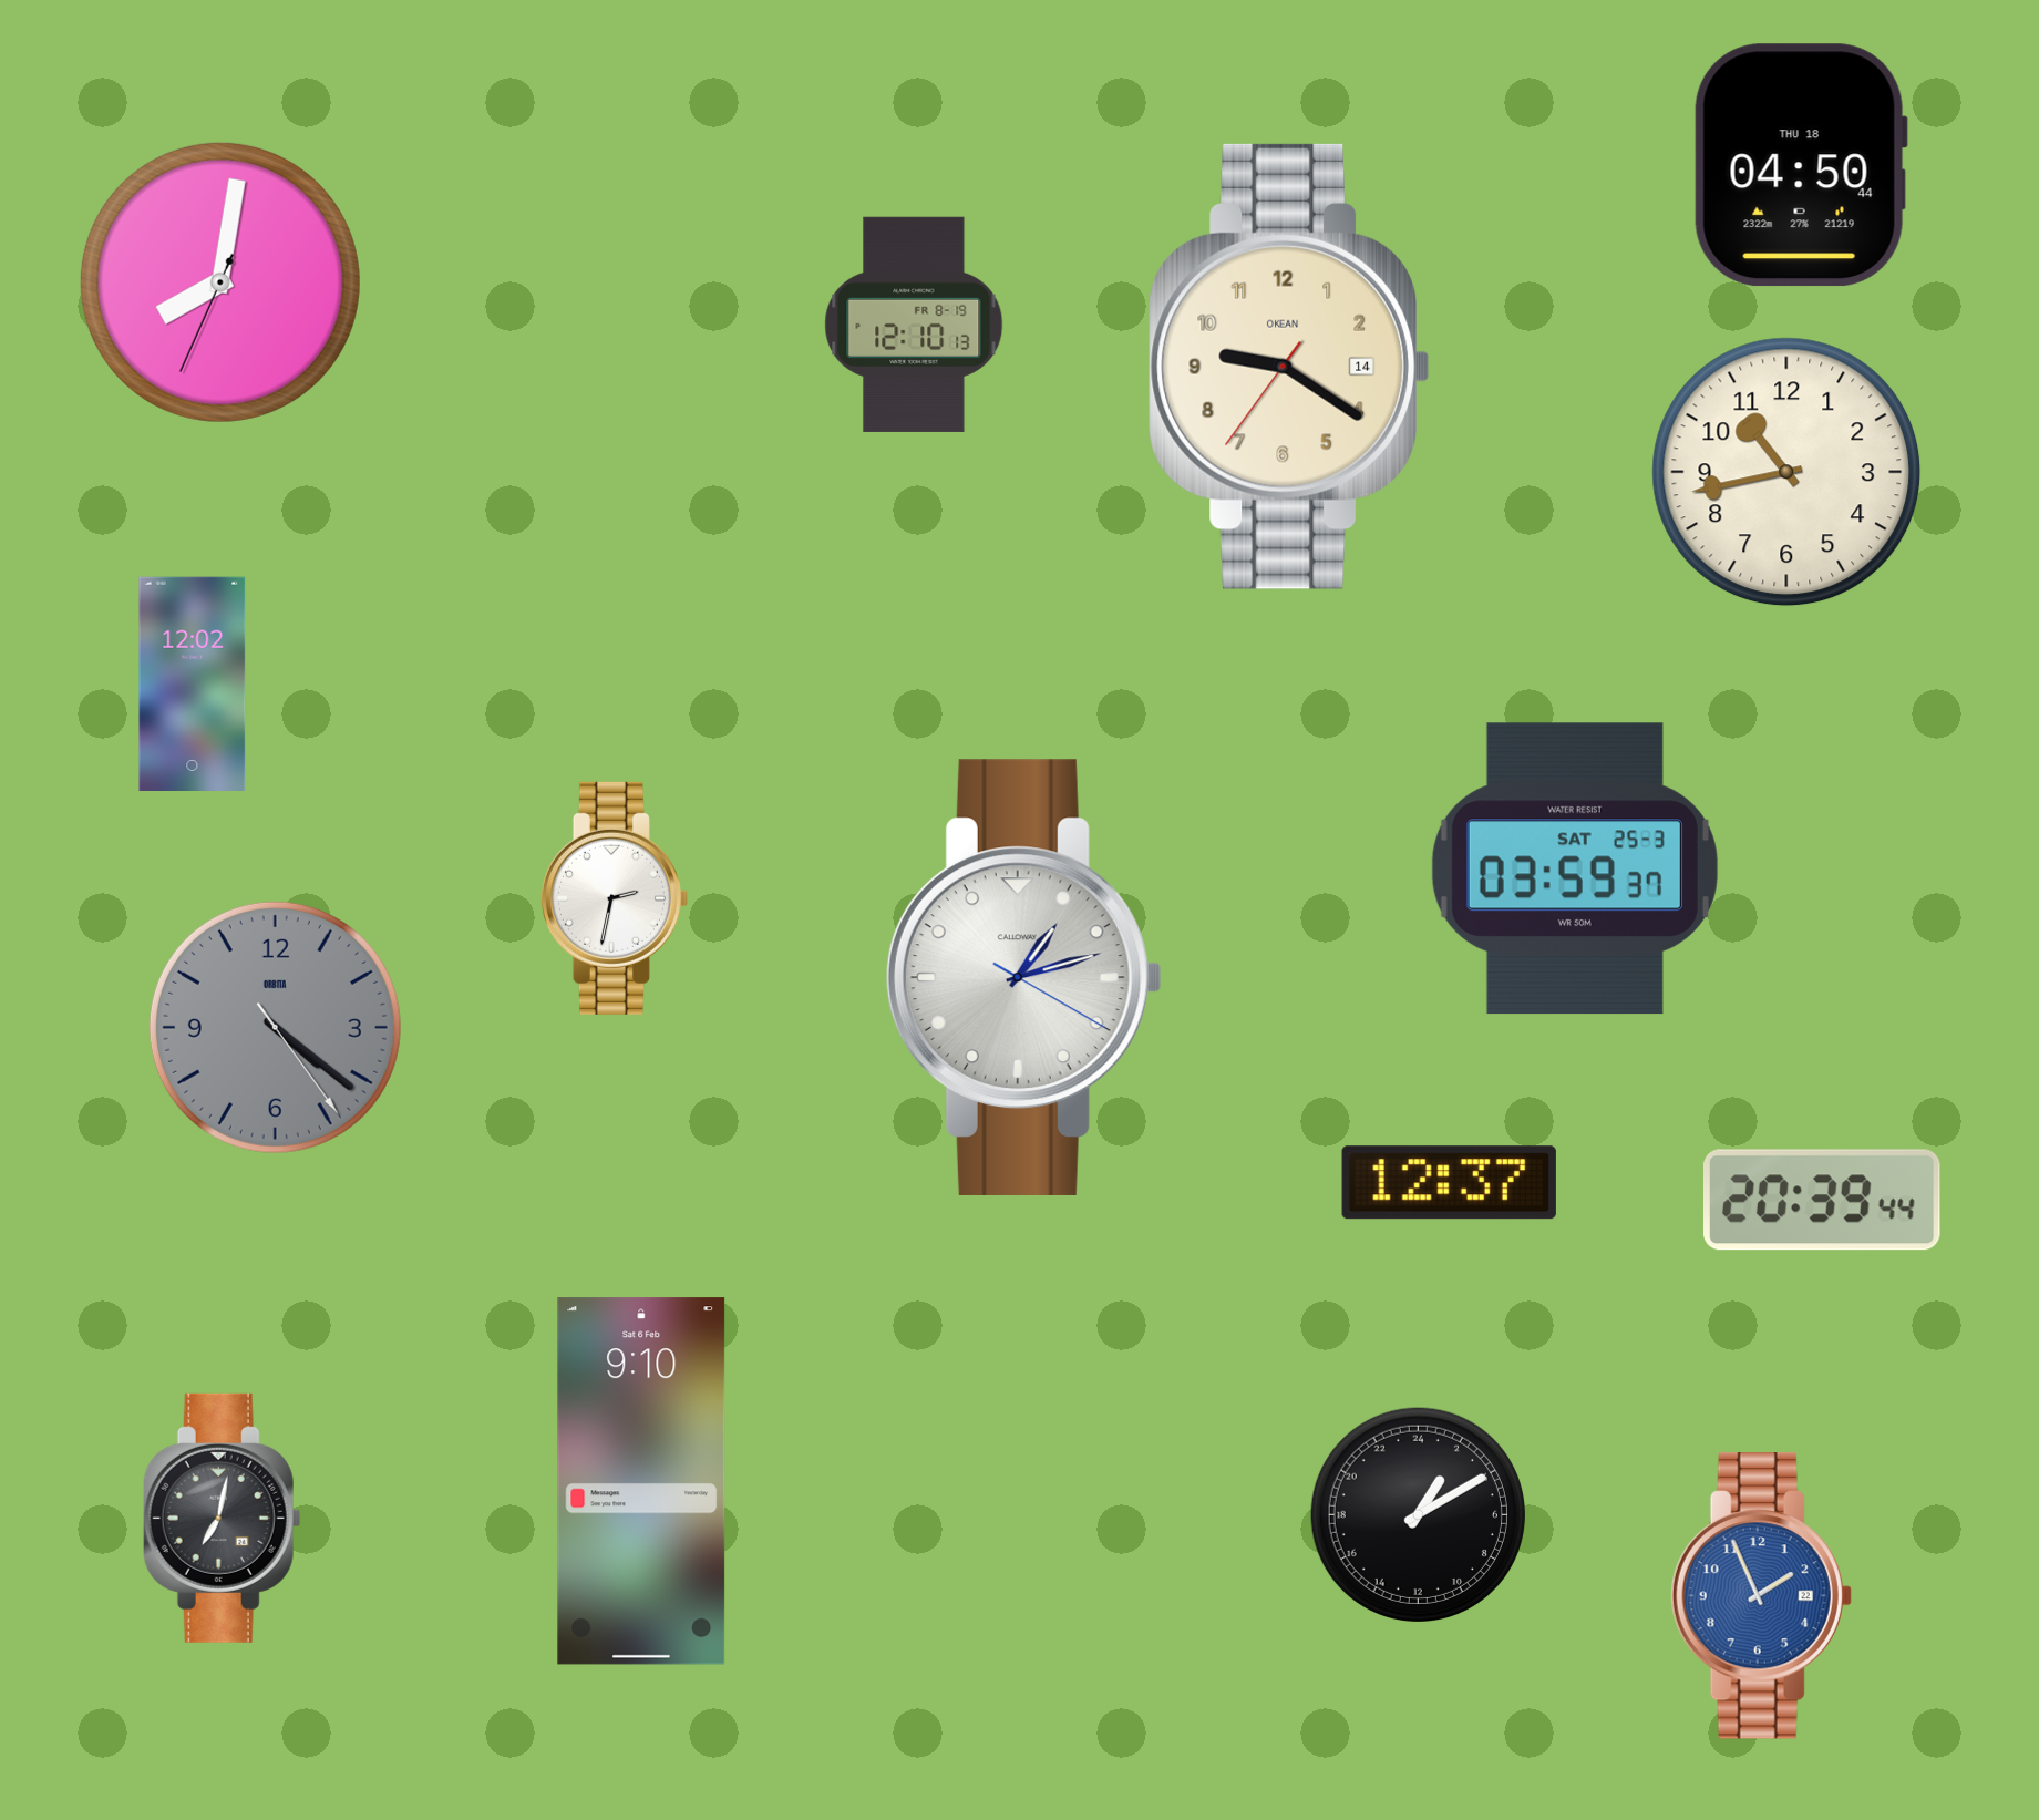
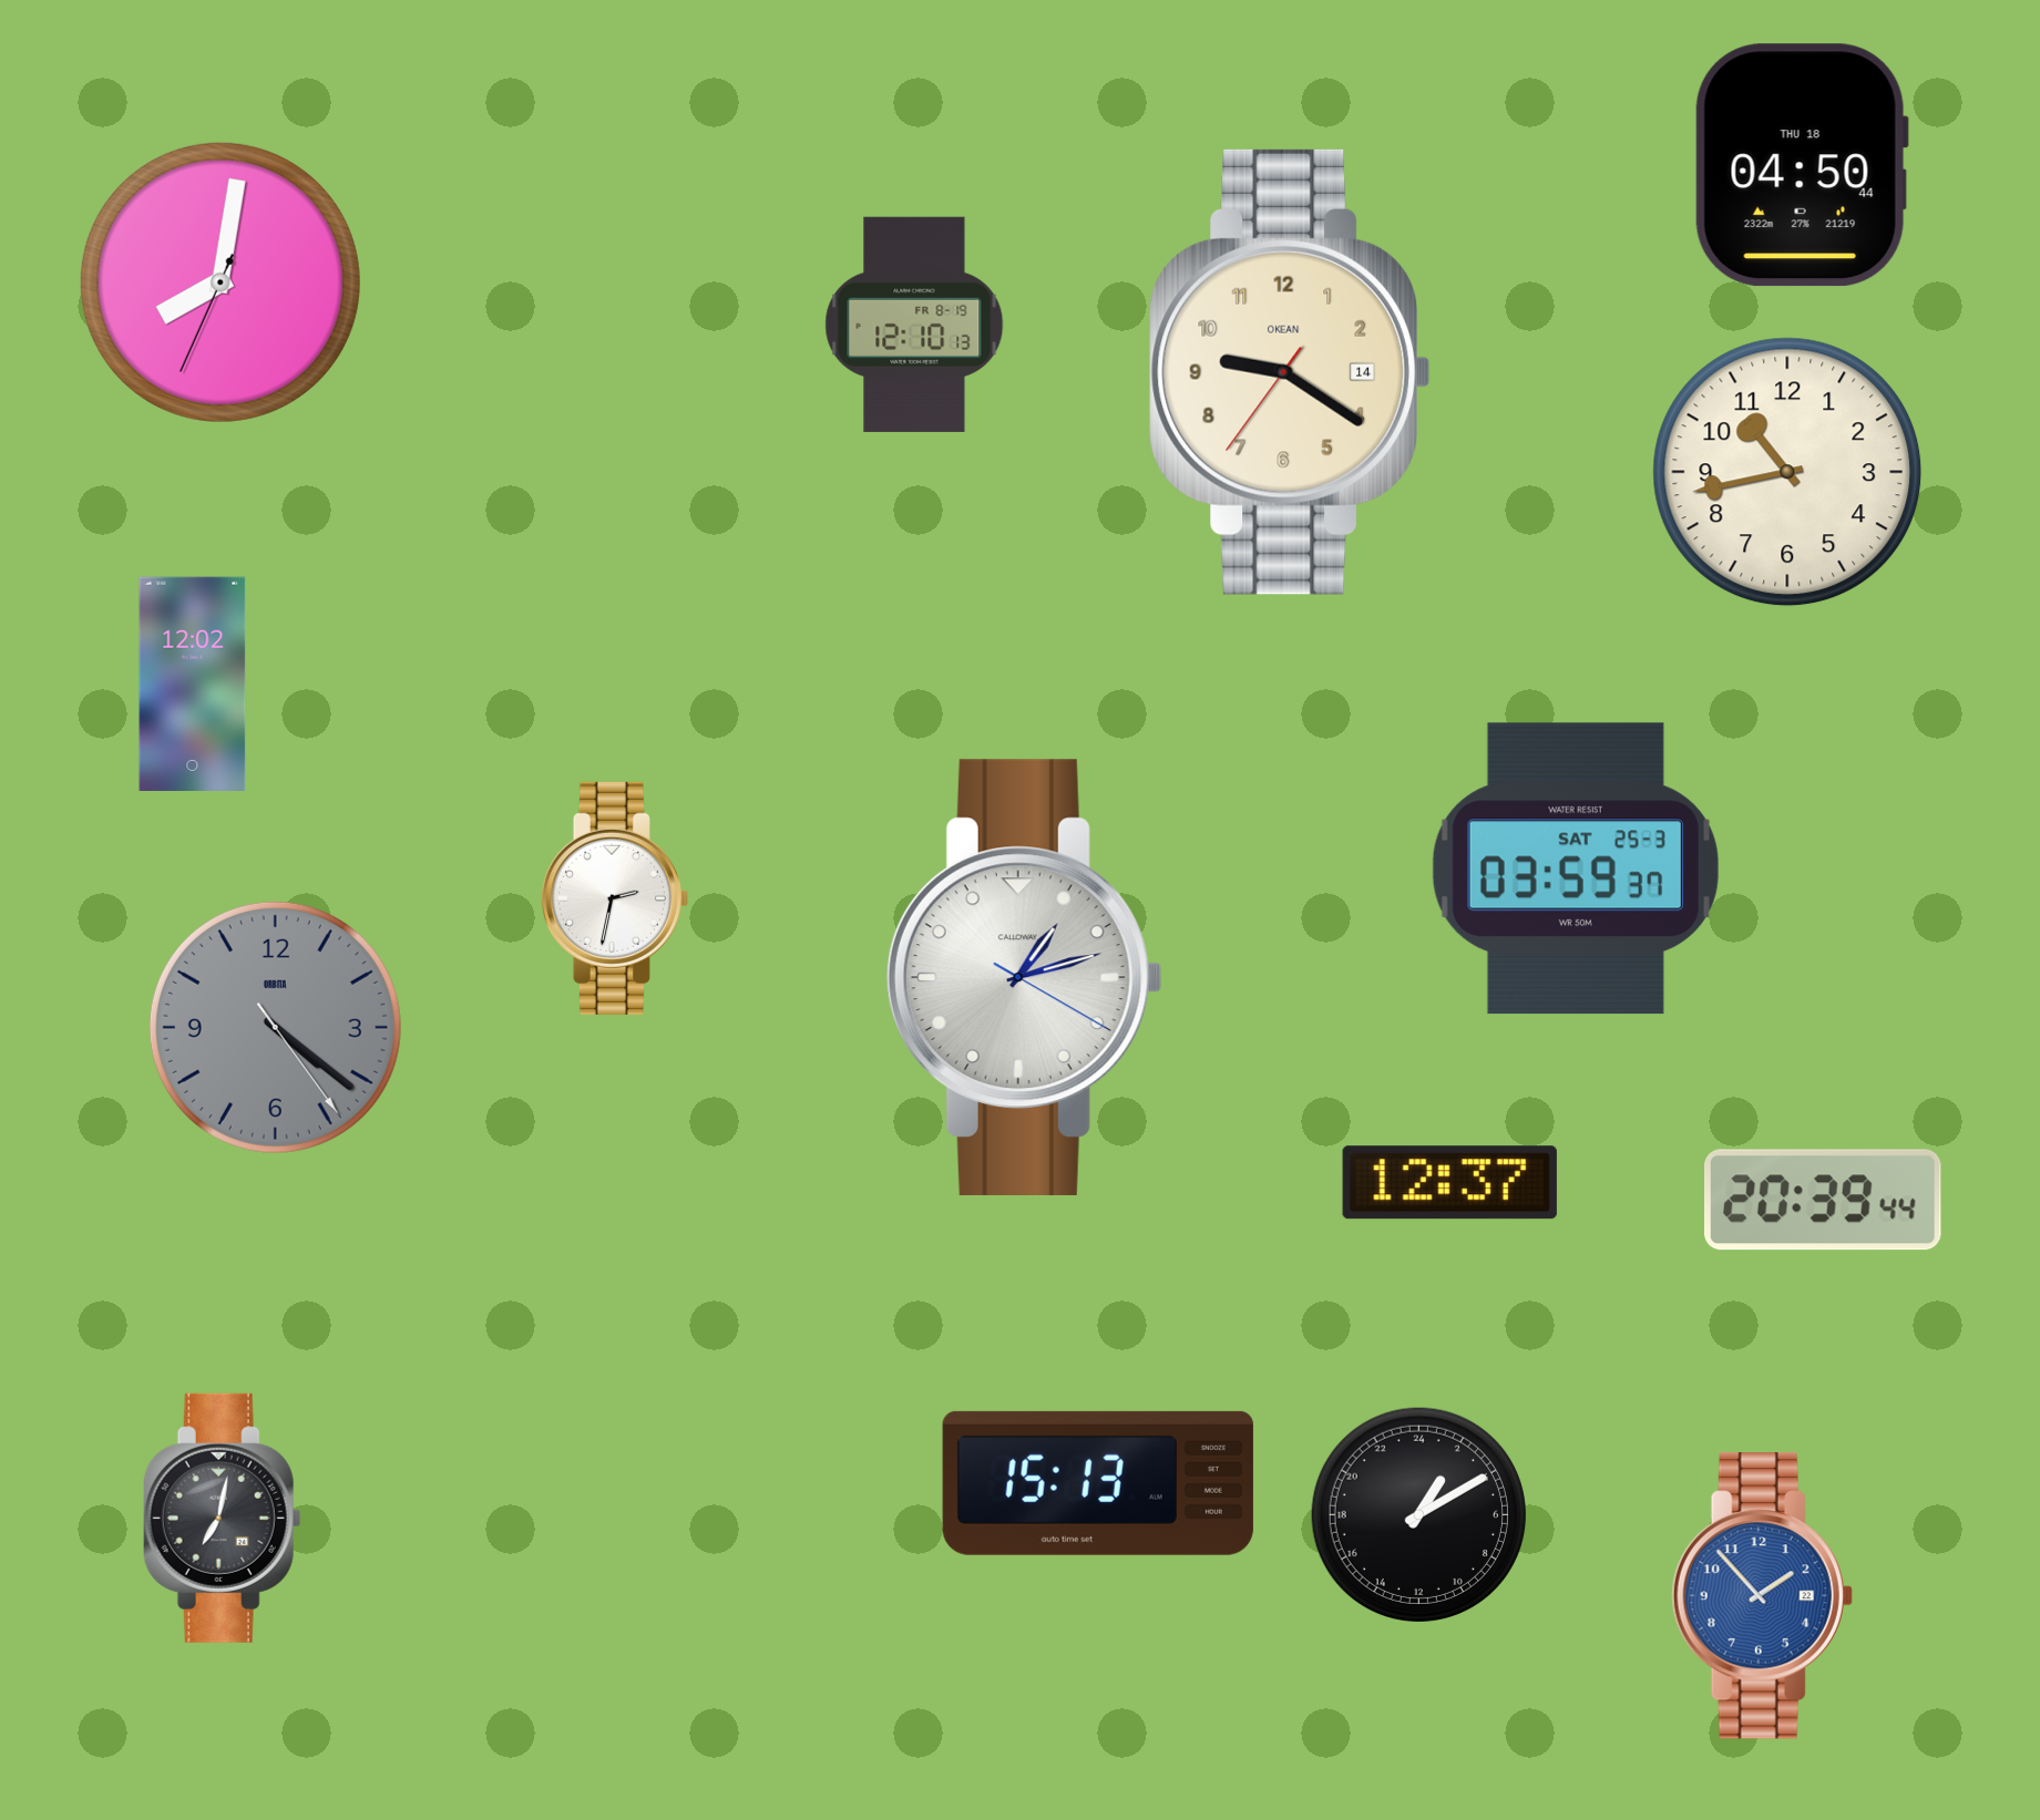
clock at (1289, 367) position: (1289, 367) -> (1290, 372)
clock at (641, 1481): 9:10 -> none
clock at (1098, 1483): none -> 15:13
clock at (1761, 1596): 1:56 -> 1:53
